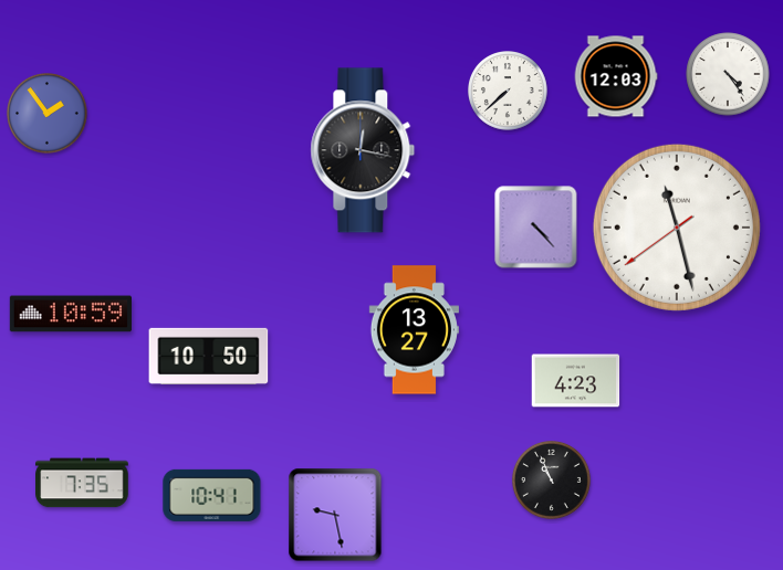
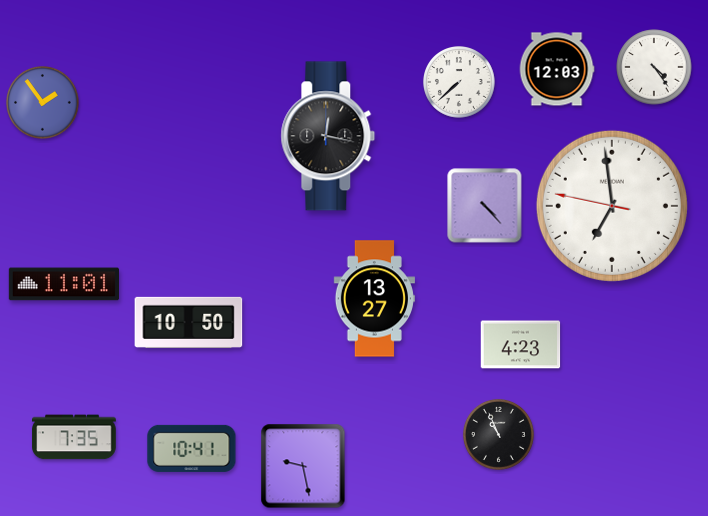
clock at (728, 74) position: (728, 74) -> (654, 67)
clock at (677, 228): 11:27 -> 6:58
clock at (70, 314): 10:59 -> 11:01
